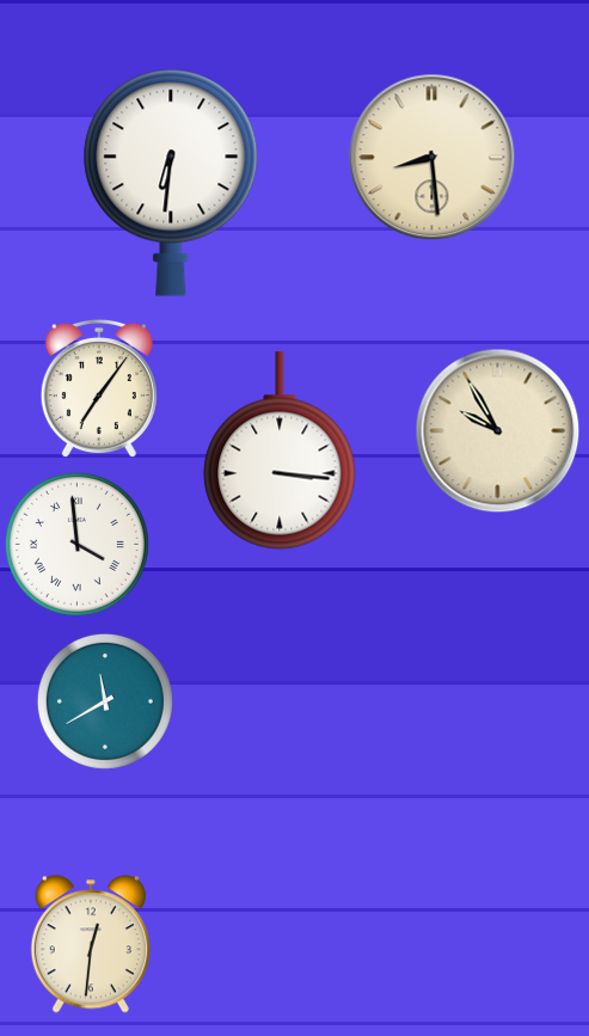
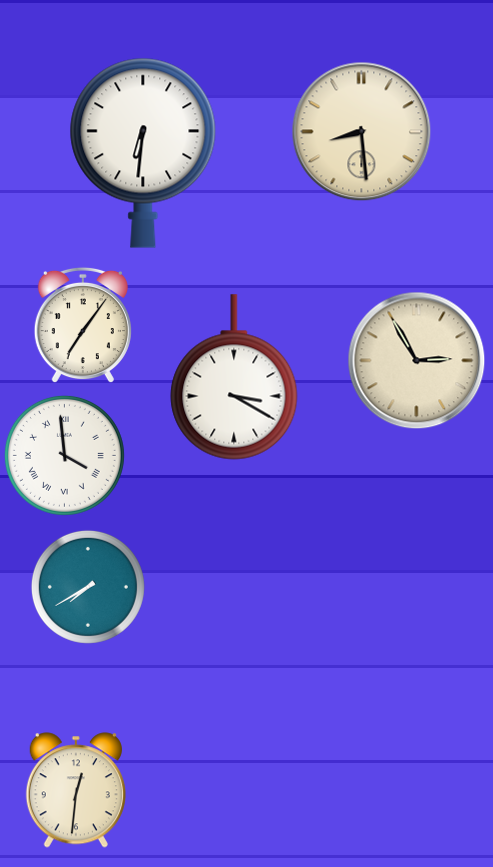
clock at (498, 431): 9:55 -> 2:55
clock at (280, 450): 3:16 -> 3:20
clock at (105, 701): 11:40 -> 7:40
